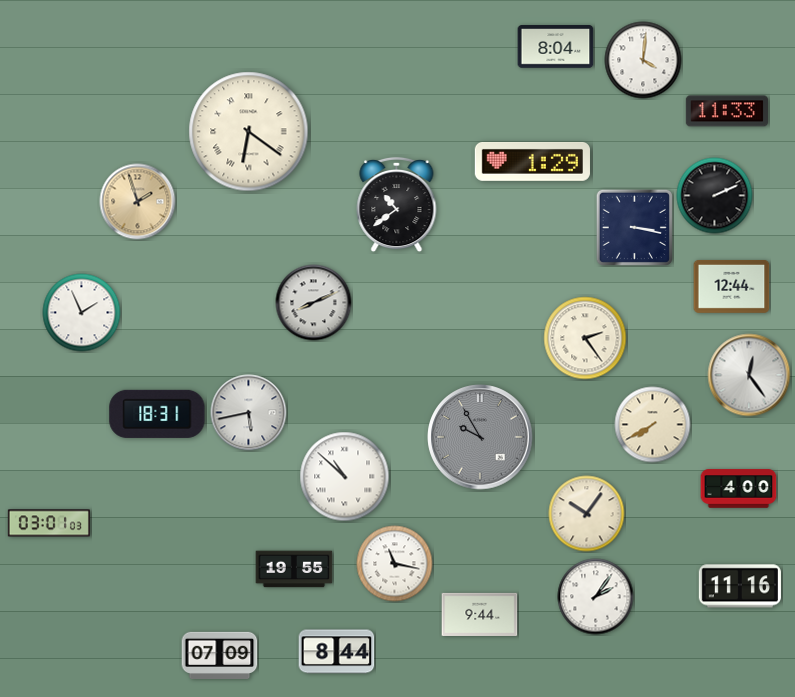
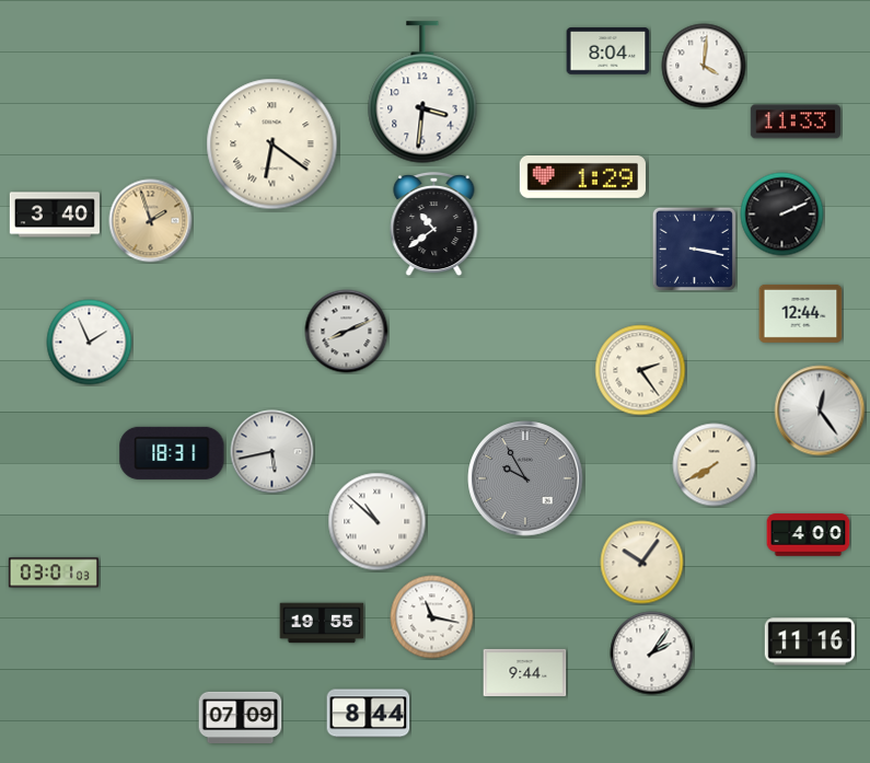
clock at (422, 92): none -> 3:31
clock at (55, 215): none -> 3:40
clock at (314, 303) position: (314, 303) -> (347, 332)
